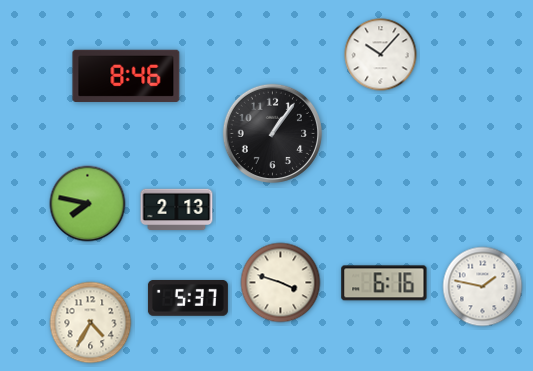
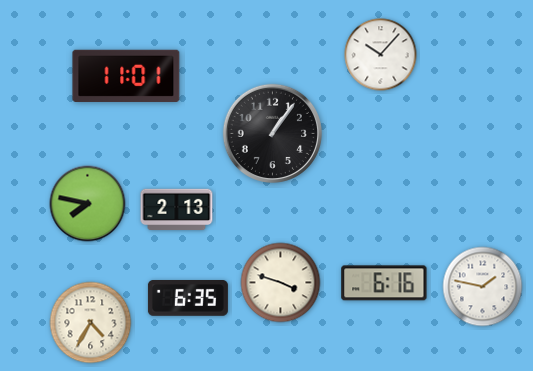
clock at (126, 76): 8:46 -> 11:01
clock at (188, 299): 5:37 -> 6:35
